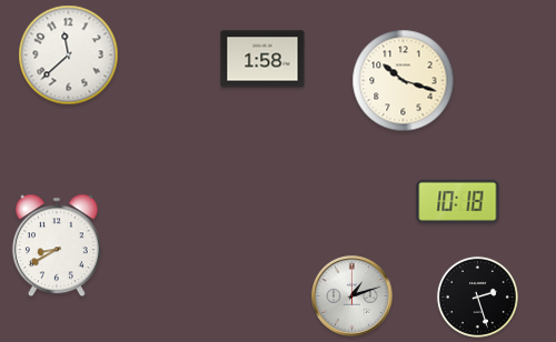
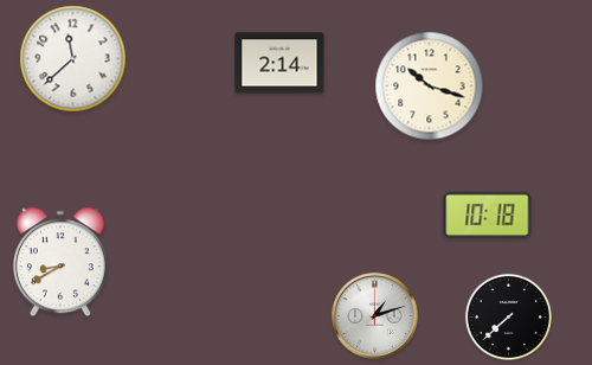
clock at (262, 59): 1:58 -> 2:14
clock at (477, 296): 2:27 -> 7:38
